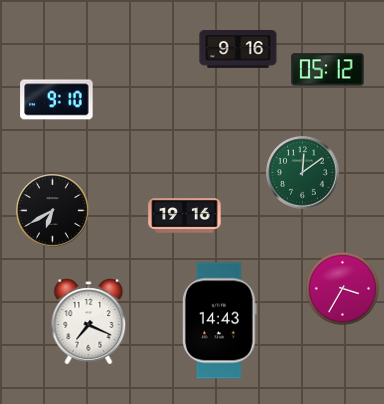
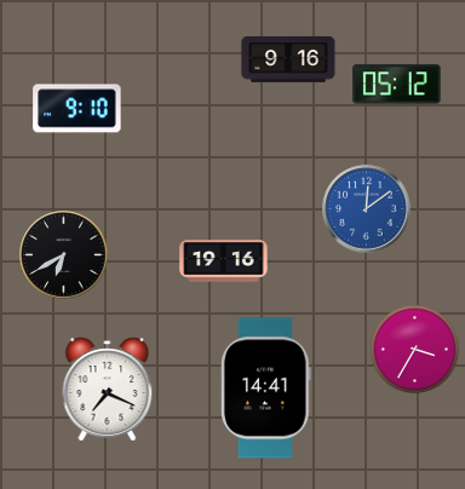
clock at (57, 100) position: (57, 100) -> (77, 109)
clock at (303, 173) dial: green -> blue
clock at (220, 321): 14:43 -> 14:41
